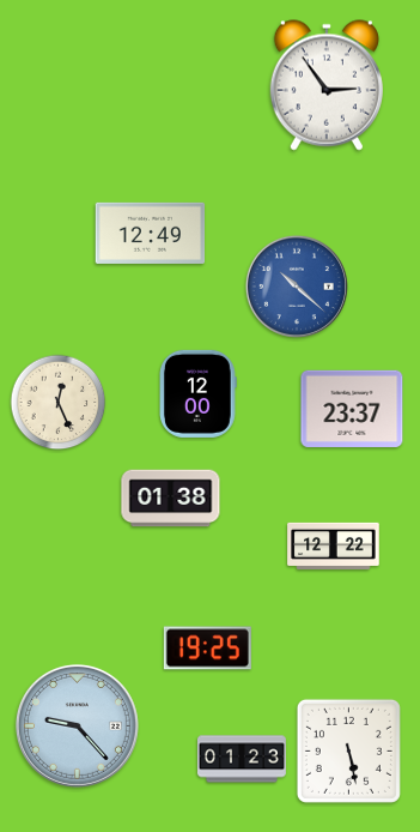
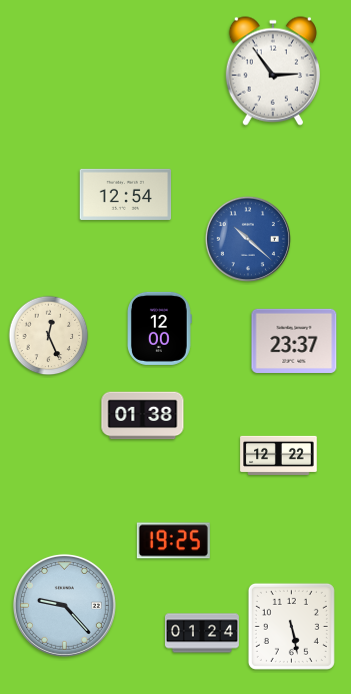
clock at (151, 233): 12:49 -> 12:54
clock at (199, 393) position: (199, 393) -> (160, 328)
clock at (242, 759): 01:23 -> 01:24
